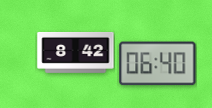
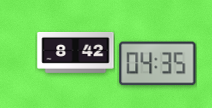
clock at (158, 64): 06:40 -> 04:35
